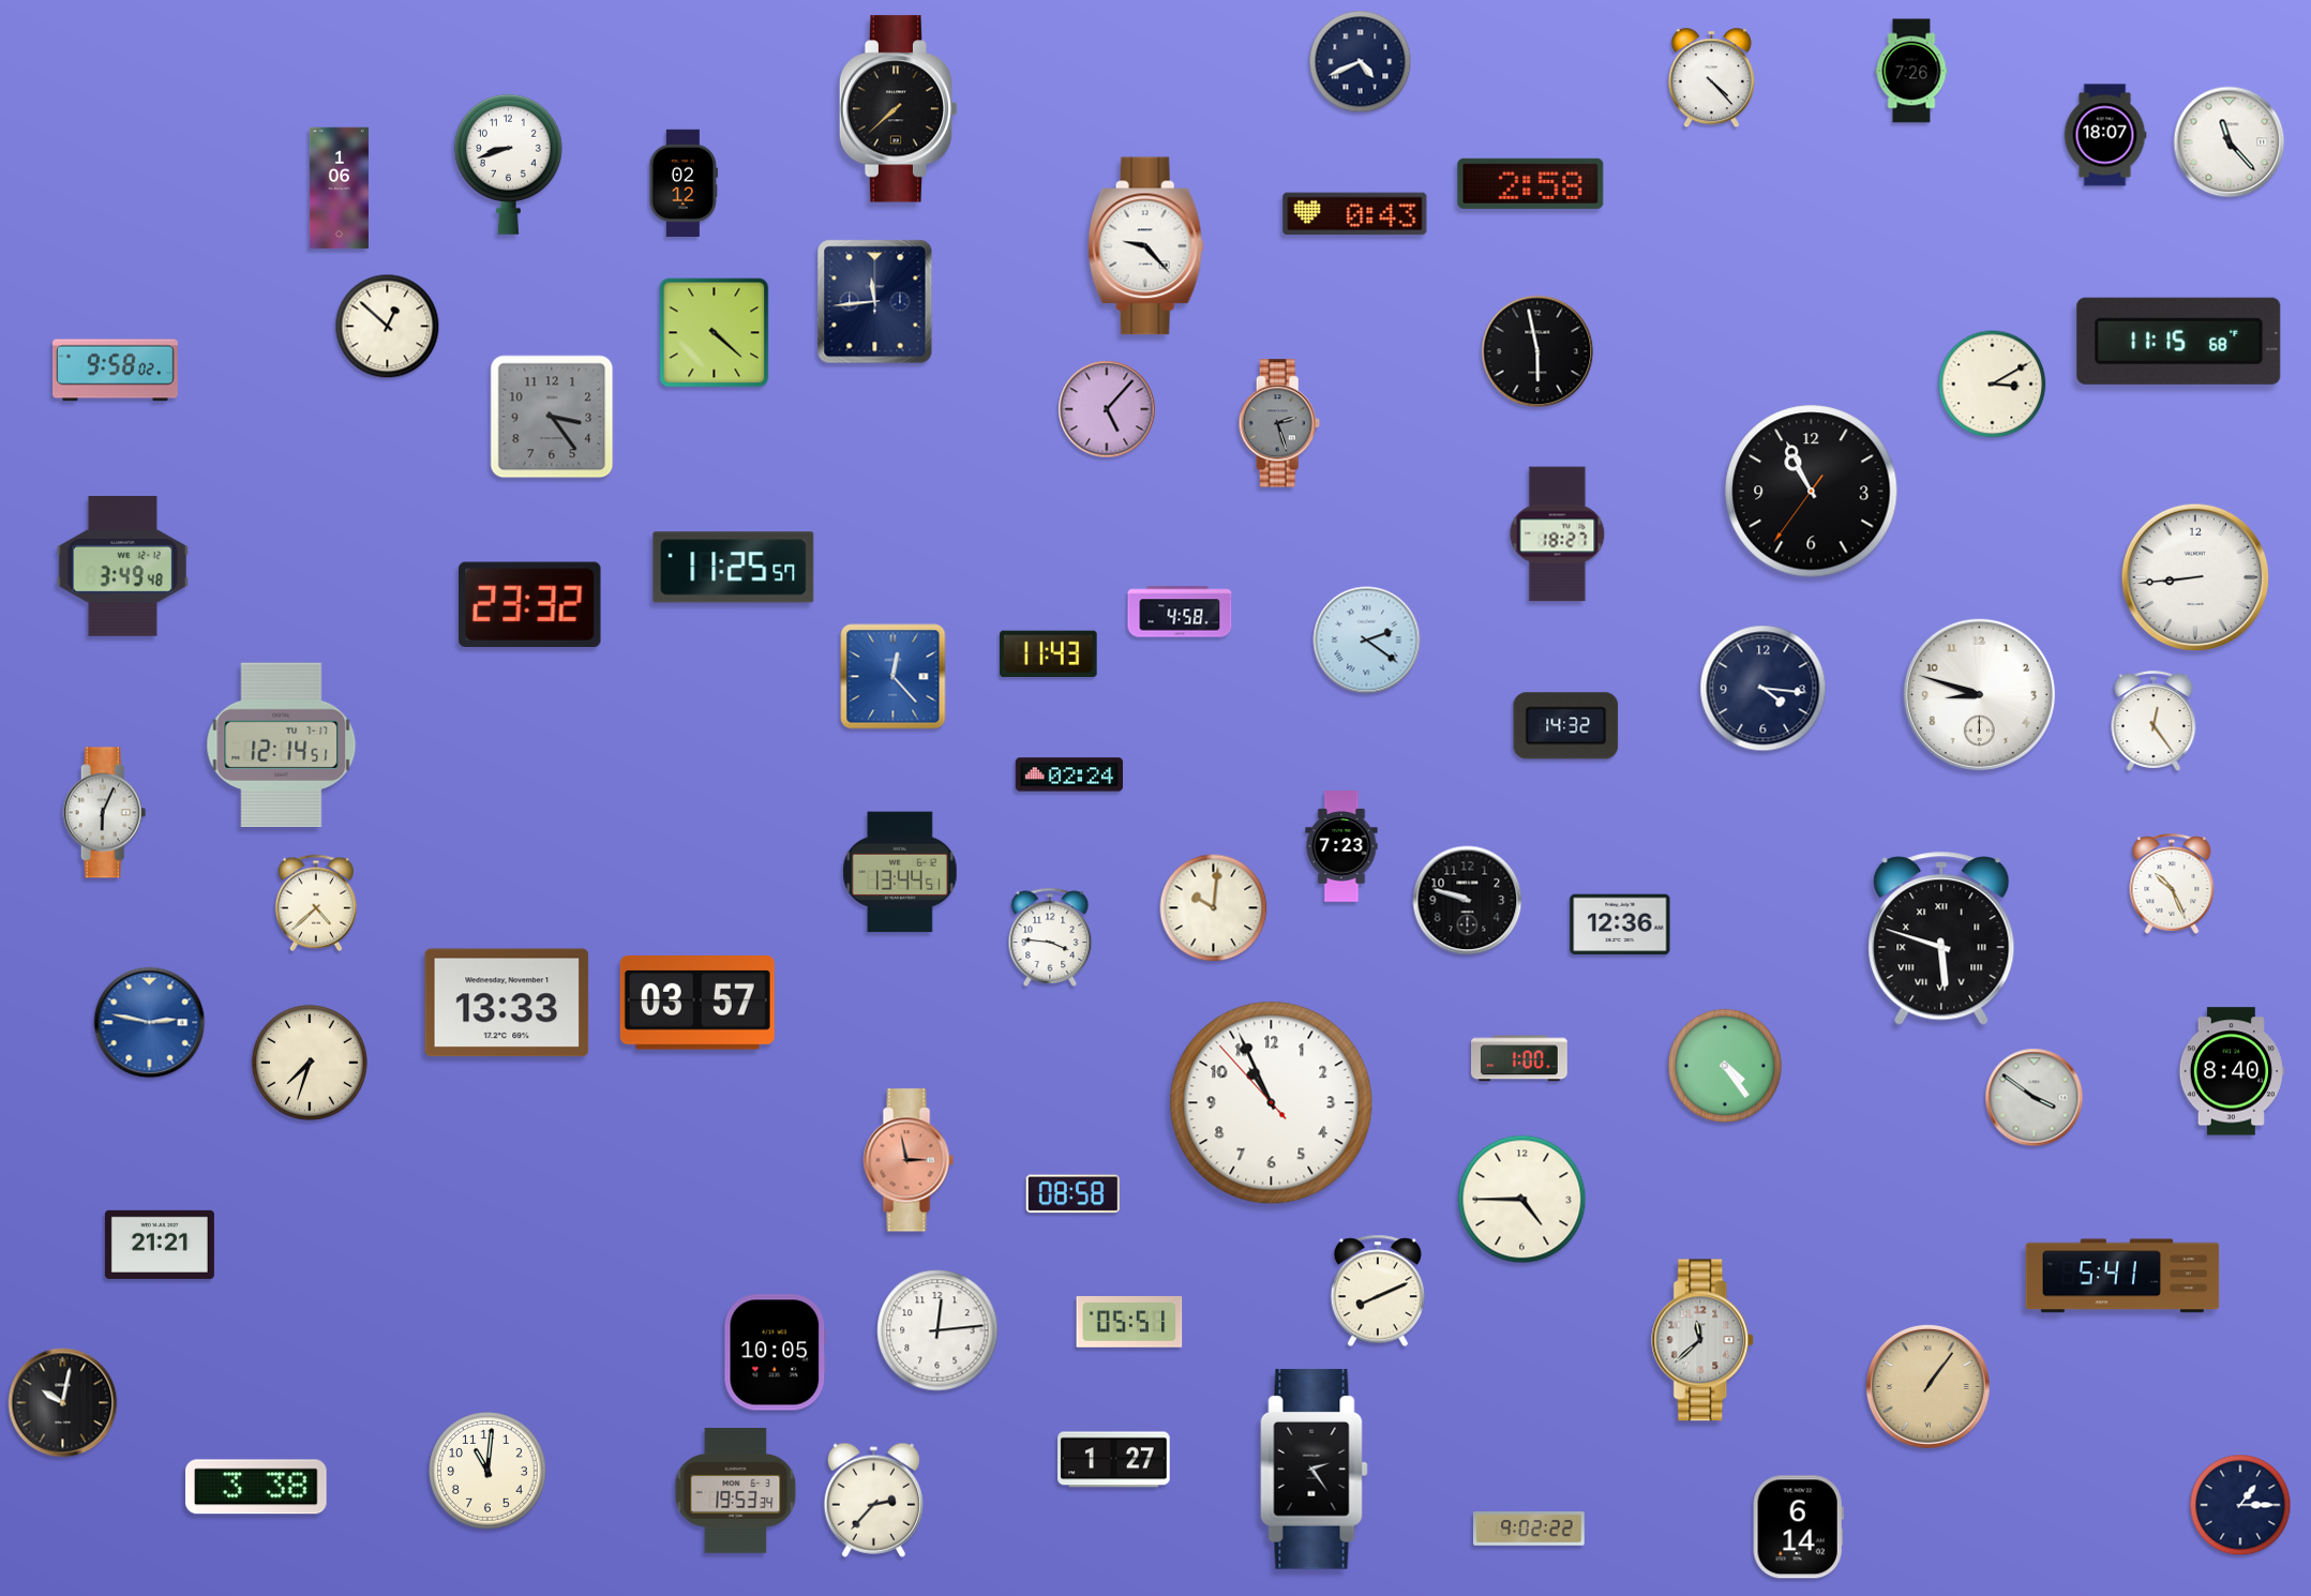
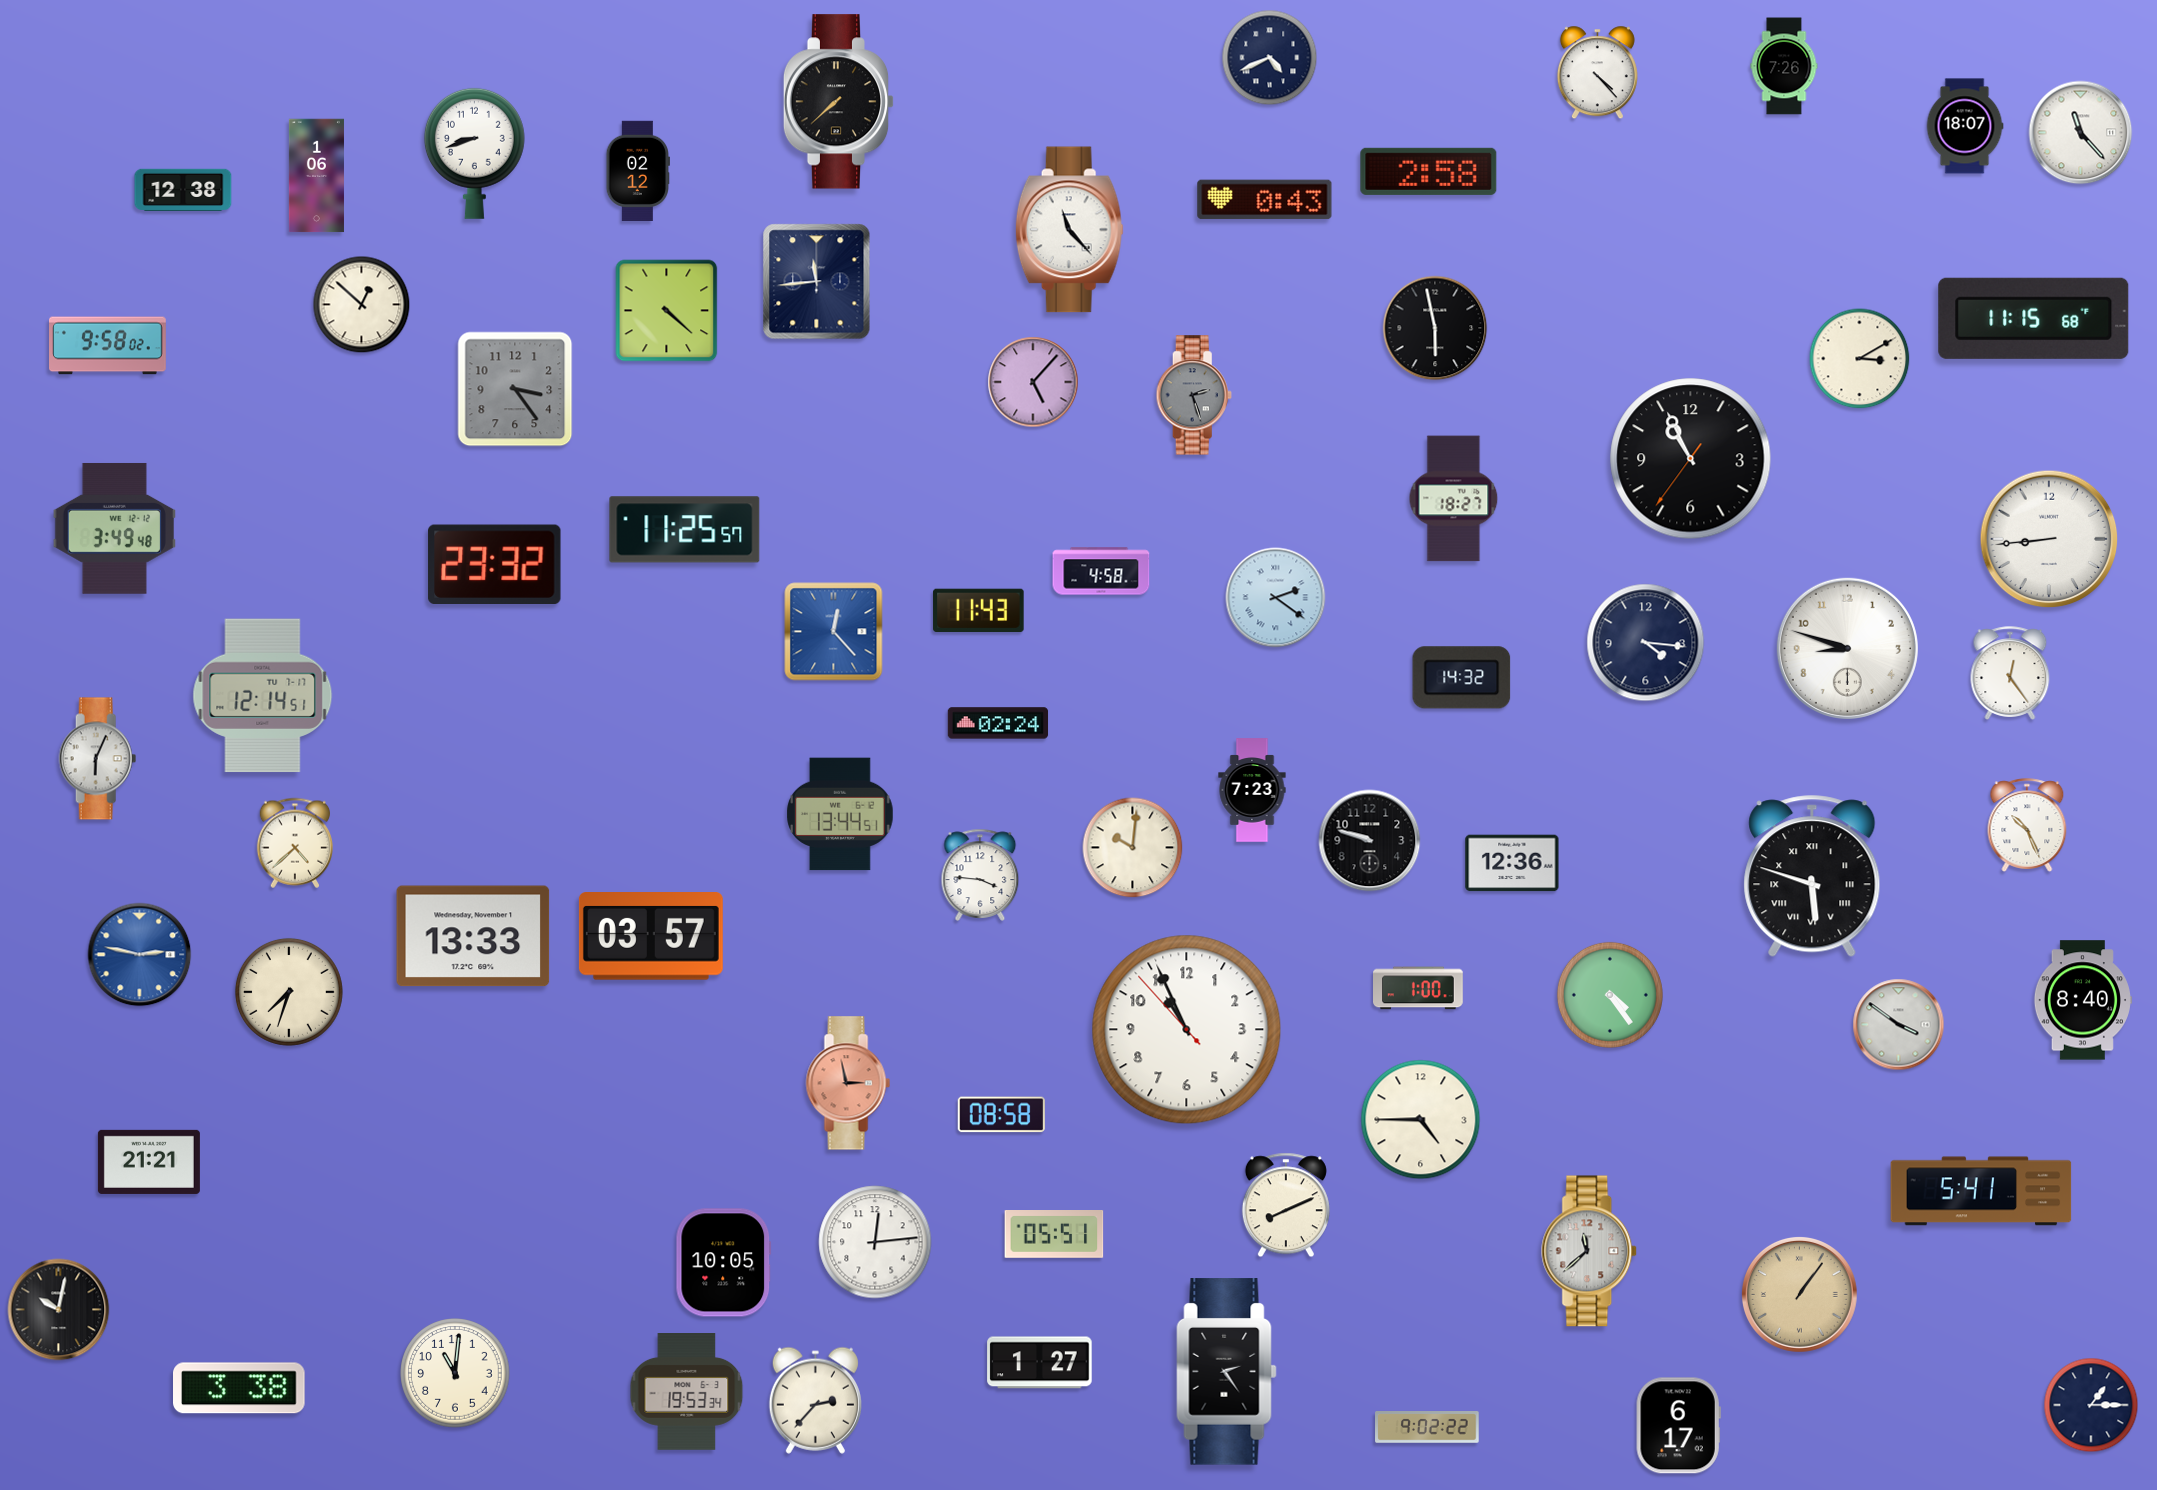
clock at (183, 190): none -> 12:38
clock at (1145, 246): 9:23 -> 11:23
clock at (1798, 1527): 6:14 -> 6:17
